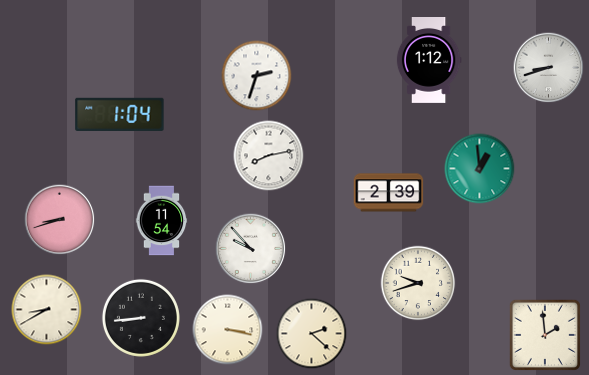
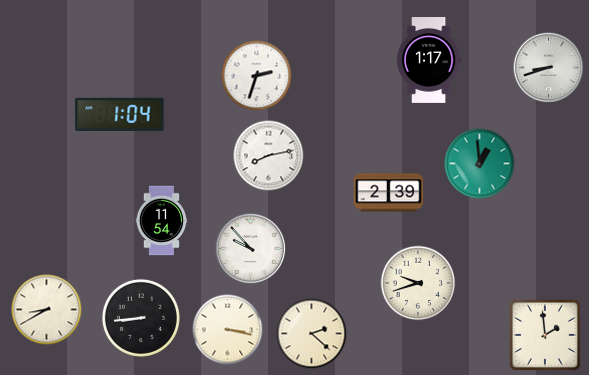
clock at (429, 61): 1:12 -> 1:17
clock at (480, 169) position: (480, 169) -> (480, 164)
clock at (60, 220): 8:42 -> none
